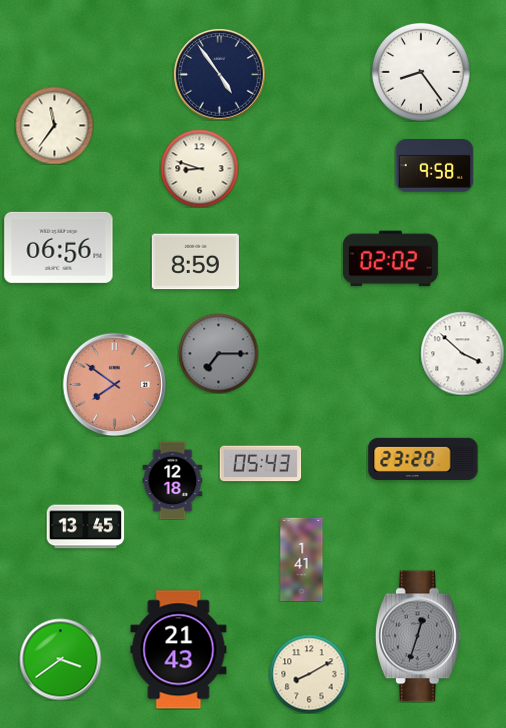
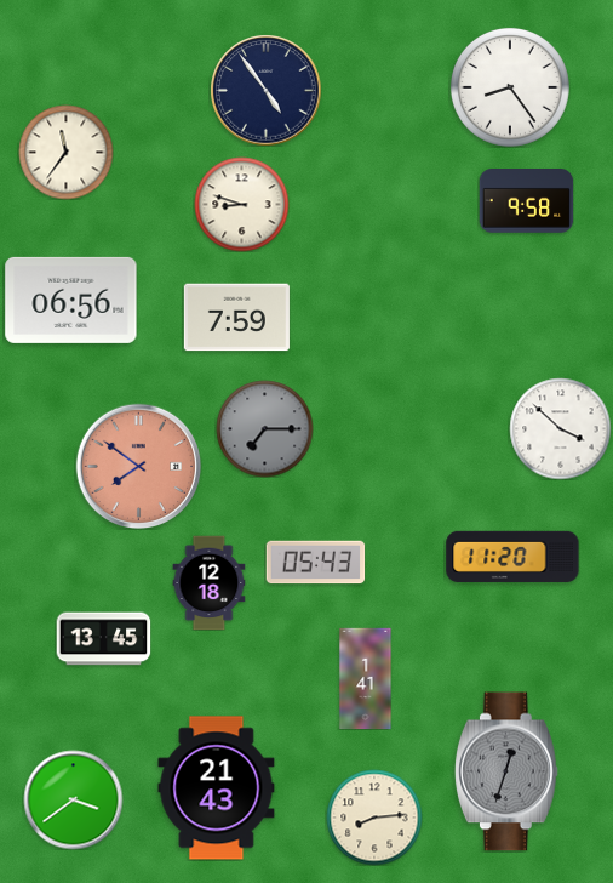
clock at (390, 259): 02:02 -> none
clock at (195, 262): 8:59 -> 7:59
clock at (423, 459): 23:20 -> 11:20
clock at (309, 674): 8:10 -> 8:14
